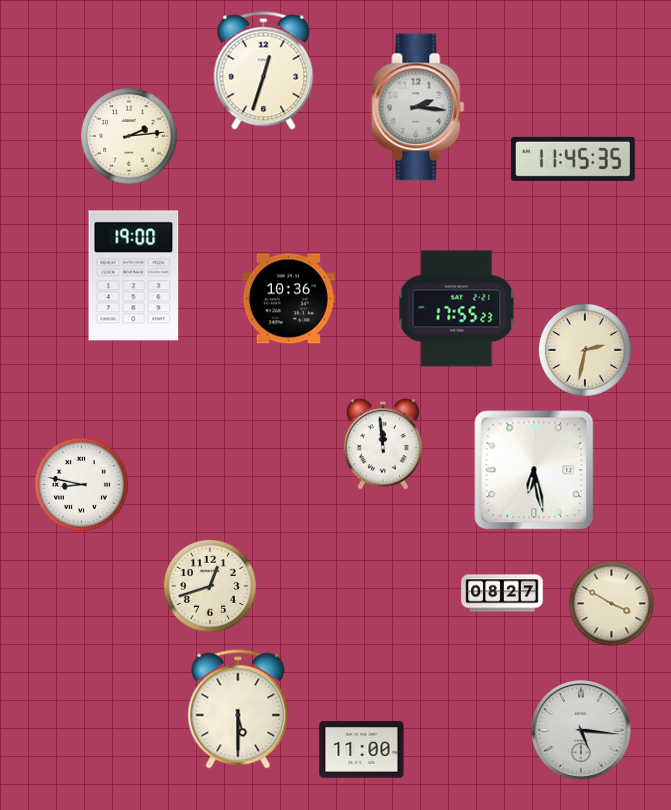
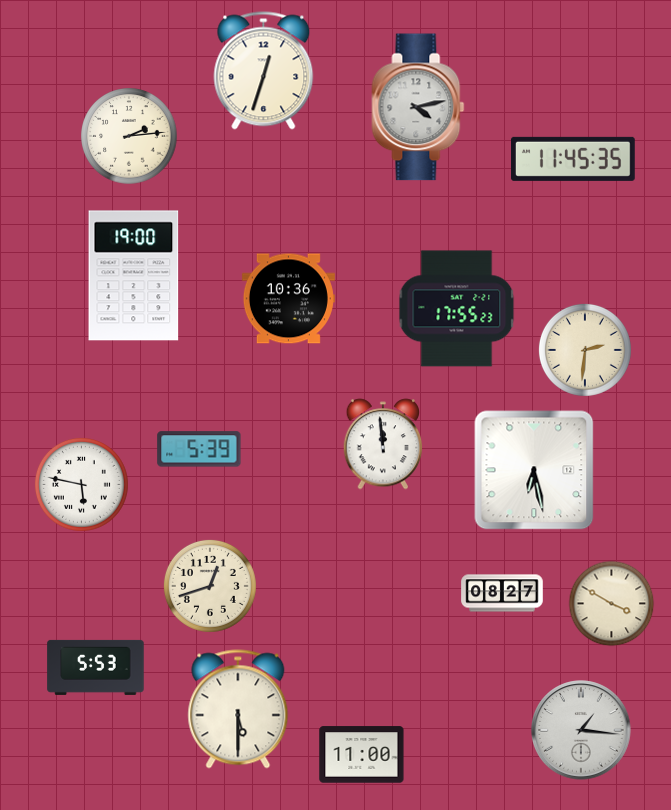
clock at (418, 107): 2:16 -> 4:13
clock at (585, 350): 2:32 -> 2:31
clock at (199, 449): none -> 5:39
clock at (81, 484): 8:47 -> 5:47
clock at (96, 667): none -> 5:53
clock at (581, 730): 5:16 -> 1:16
clock at (362, 750) position: (362, 750) -> (362, 755)
